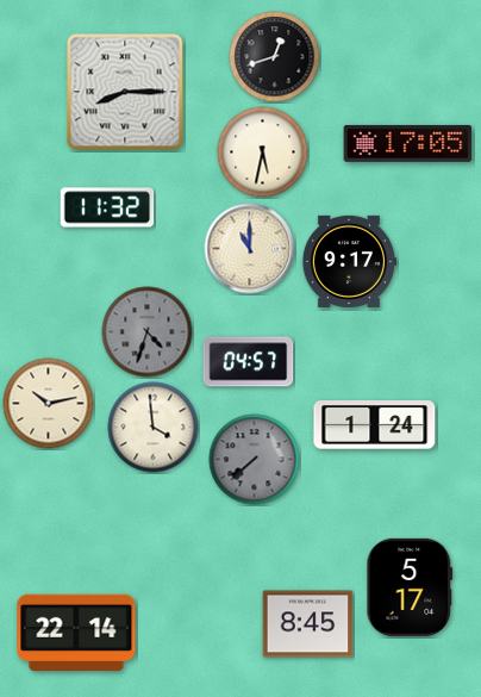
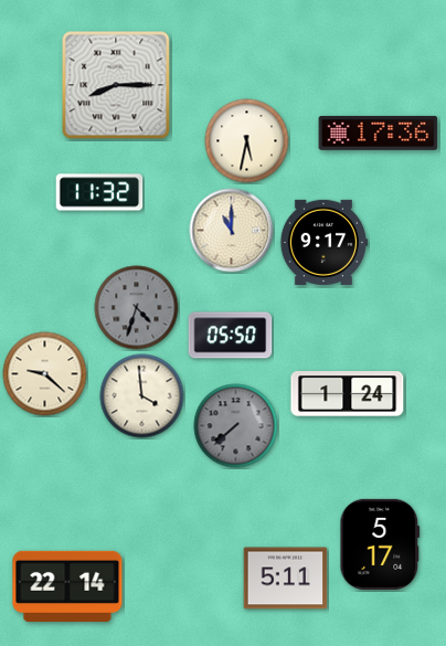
clock at (275, 57): 12:42 -> none
clock at (408, 143): 17:05 -> 17:36
clock at (263, 153) position: (263, 153) -> (247, 141)
clock at (249, 362): 04:57 -> 05:50
clock at (49, 404): 10:13 -> 9:22
clock at (308, 624): 8:45 -> 5:11
clock at (76, 631) position: (76, 631) -> (67, 585)
